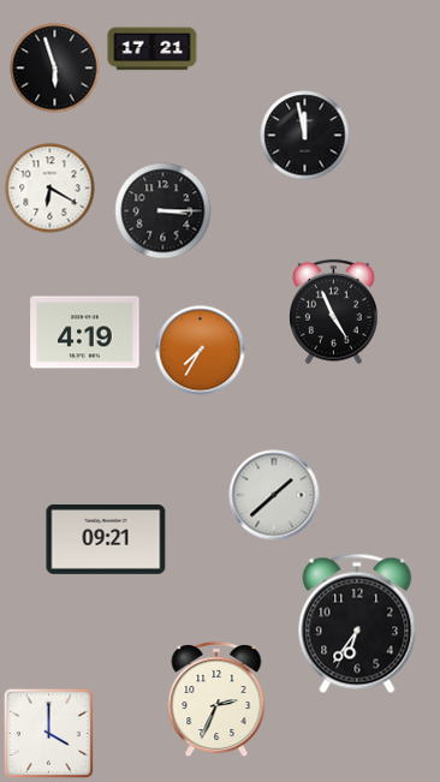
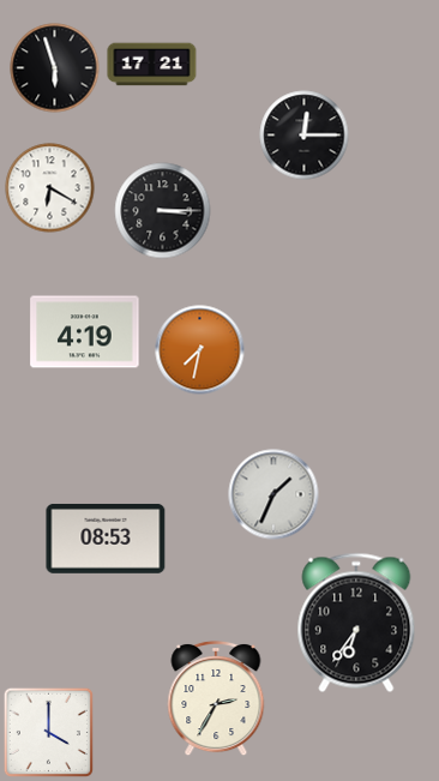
clock at (153, 49) position: (153, 49) -> (152, 65)
clock at (305, 136): 11:58 -> 12:15
clock at (334, 312): 4:56 -> none
clock at (201, 351): 7:35 -> 7:32
clock at (274, 495): 1:38 -> 1:34
clock at (106, 539): 09:21 -> 08:53
clock at (216, 699): 2:34 -> 2:35
